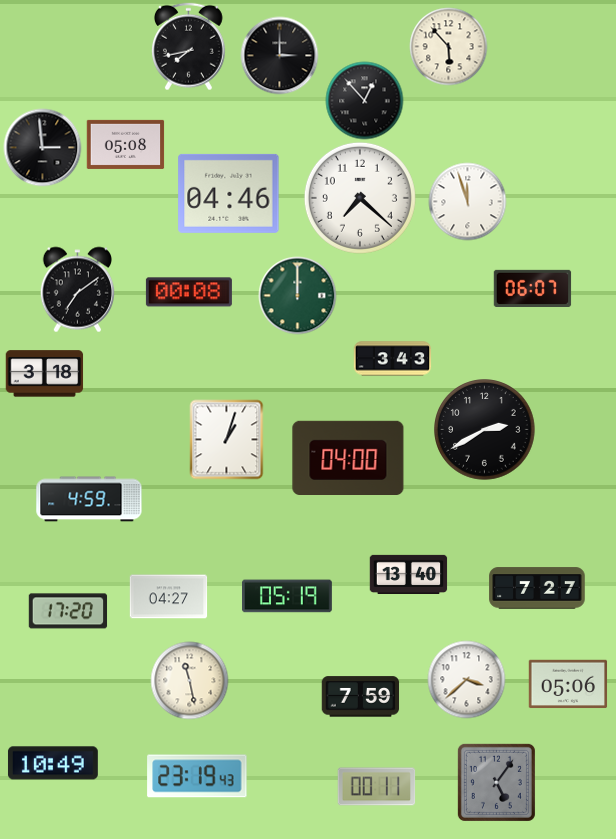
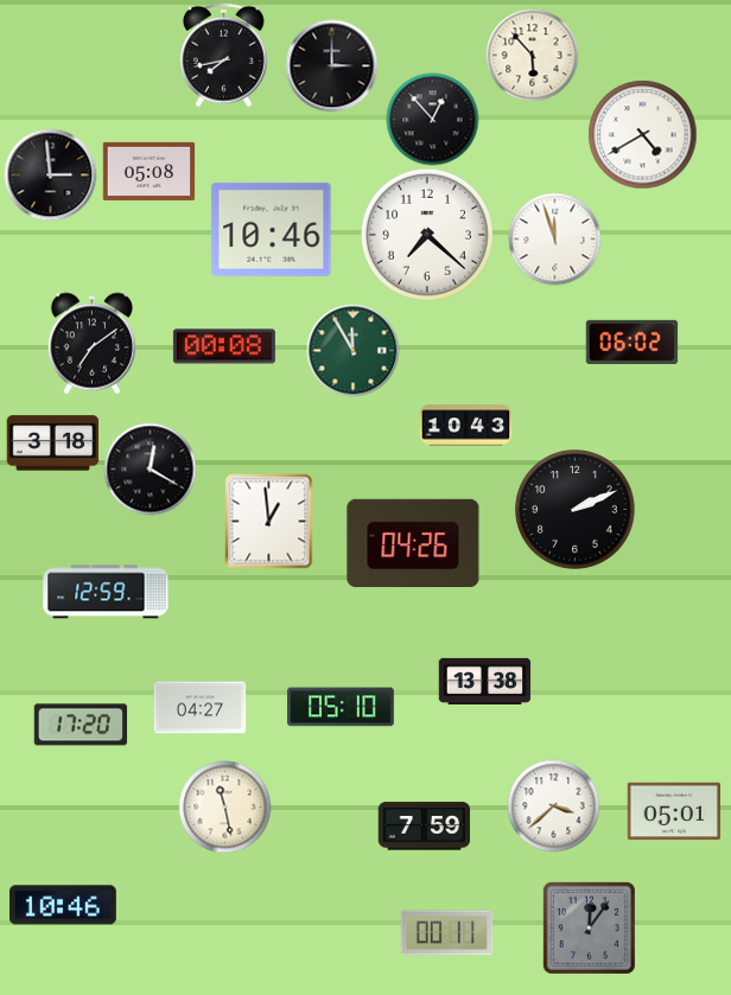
clock at (642, 134): none -> 4:40
clock at (229, 193): 04:46 -> 10:46
clock at (532, 288): 06:07 -> 06:02
clock at (297, 295): 12:00 -> 11:55
clock at (392, 359): 3:43 -> 10:43
clock at (150, 468): none -> 12:20
clock at (485, 430): 2:40 -> 2:11
clock at (227, 439): 1:03 -> 12:59
clock at (348, 457): 04:00 -> 04:26
clock at (89, 499): 4:59 -> 12:59
clock at (408, 574): 13:40 -> 13:38
clock at (537, 588): 7:27 -> none
clock at (288, 596): 05:19 -> 05:10
clock at (568, 684): 05:06 -> 05:01
clock at (360, 697) position: (360, 697) -> (424, 827)
clock at (53, 763): 10:49 -> 10:46
clock at (197, 776): 23:19 -> none
clock at (496, 782): 5:06 -> 12:06
